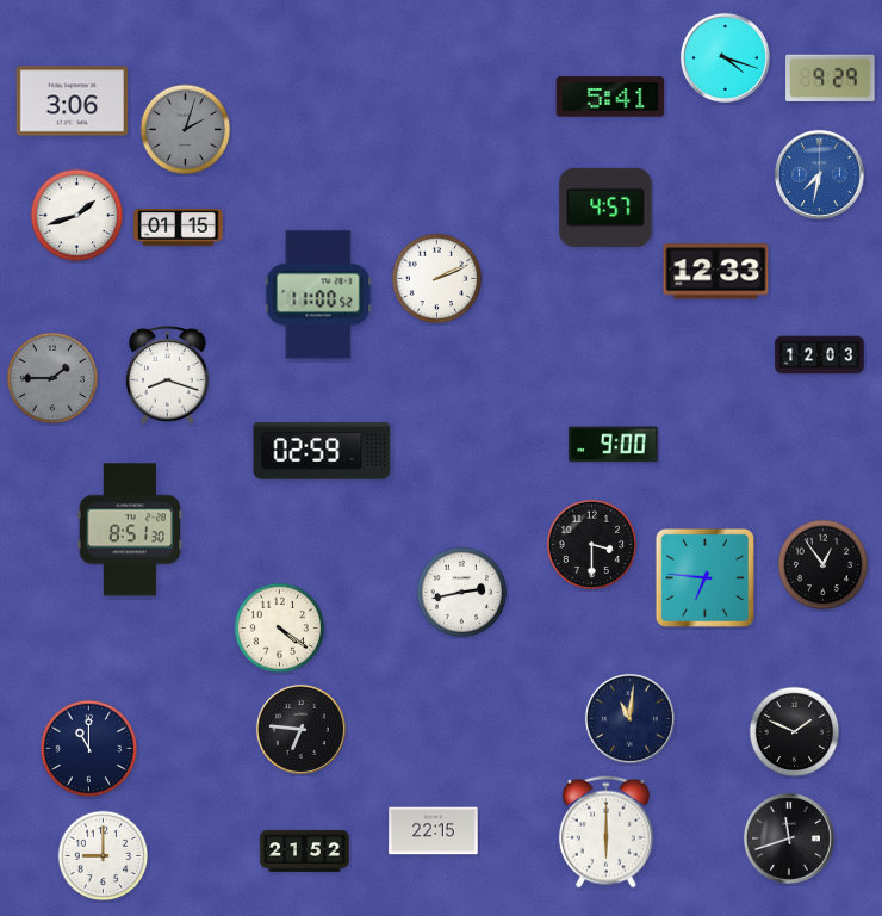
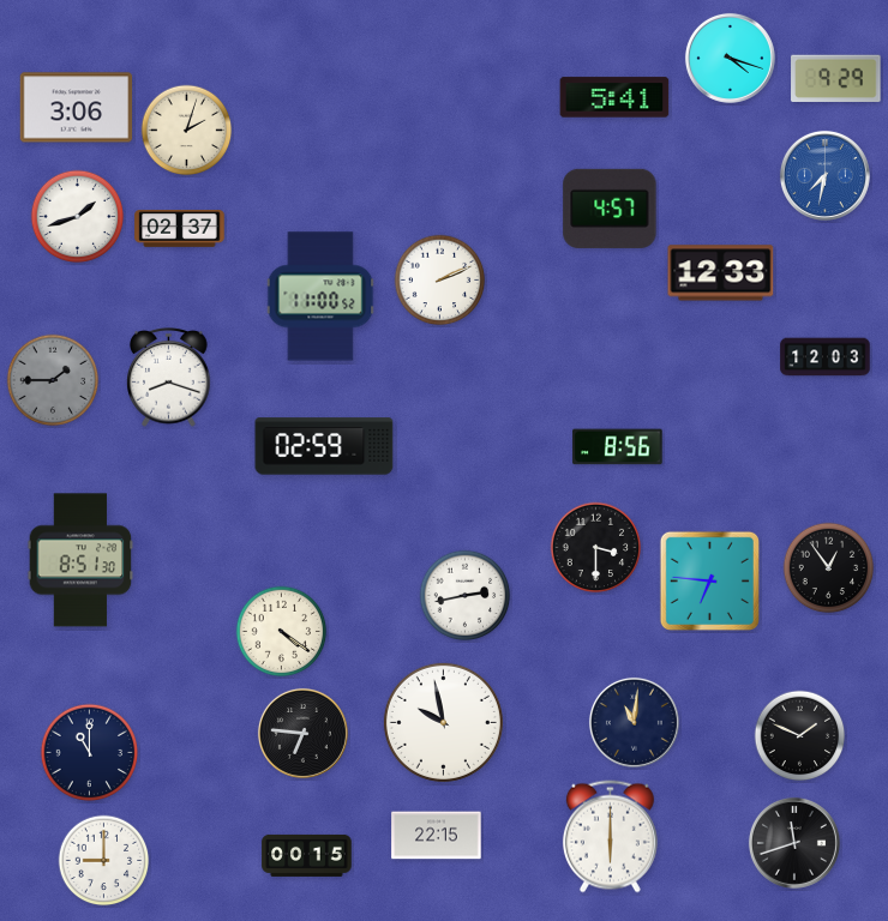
clock at (73, 101) position: (73, 101) -> (77, 108)
clock at (186, 130) dial: grey -> cream
clock at (179, 228): 01:15 -> 02:37
clock at (614, 445): 9:00 -> 8:56
clock at (322, 451) position: (322, 451) -> (324, 446)
clock at (130, 530) position: (130, 530) -> (80, 560)
clock at (443, 722): none -> 9:58
clock at (305, 850): 21:52 -> 00:15
